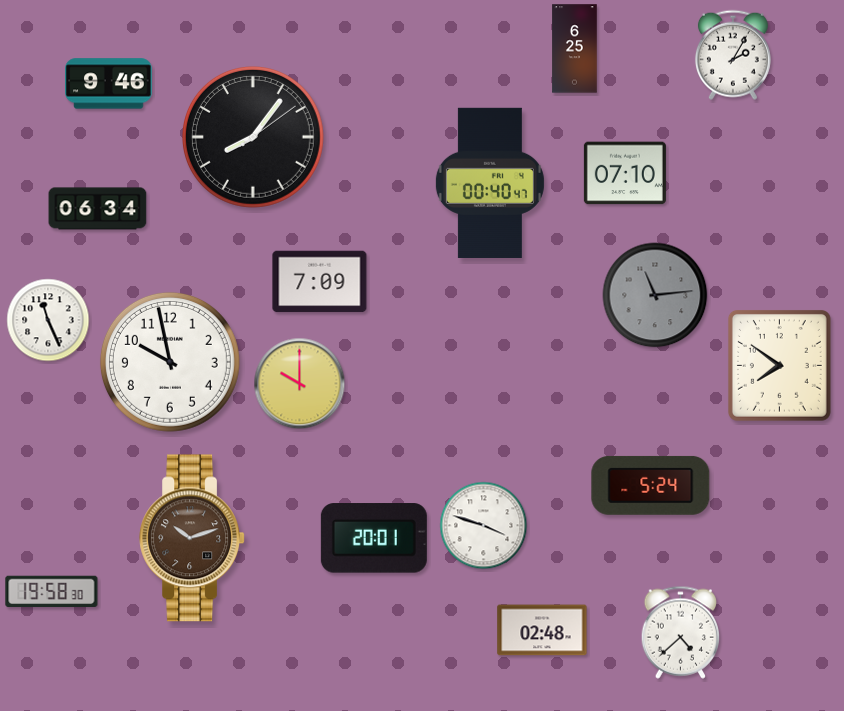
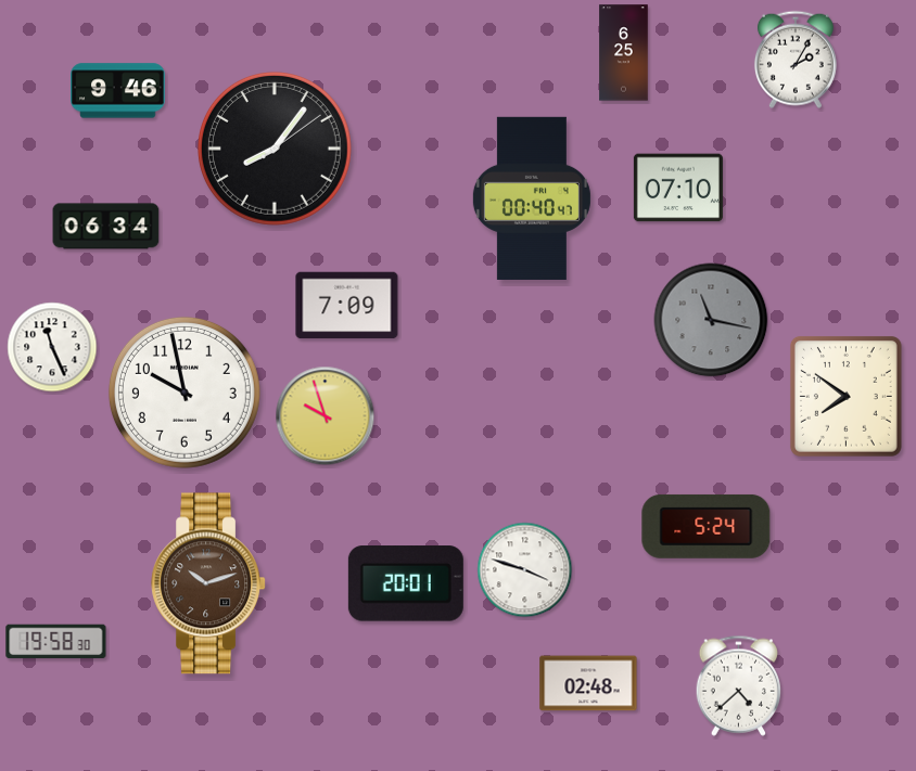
clock at (655, 295): 11:14 -> 11:17
clock at (300, 384): 10:00 -> 9:57
